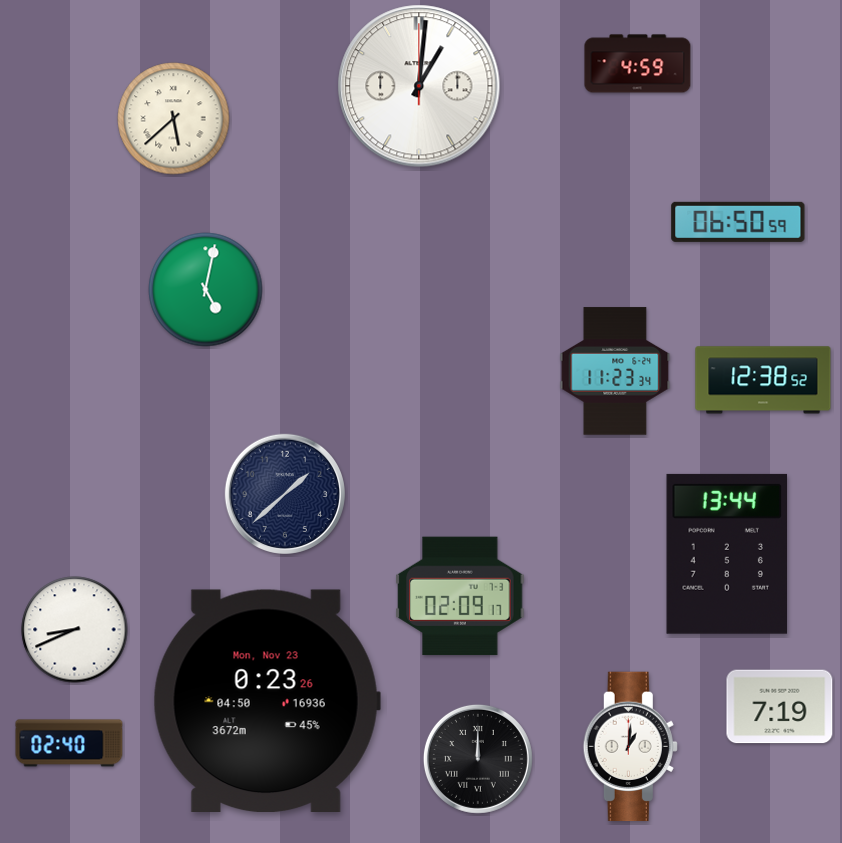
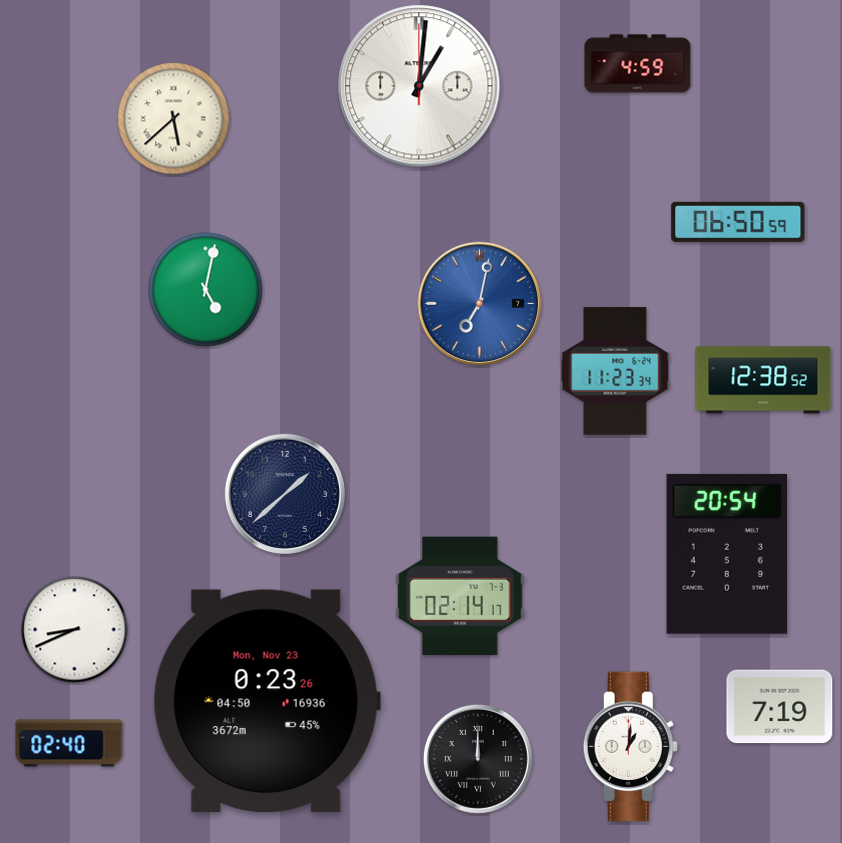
clock at (479, 303): none -> 7:02
clock at (727, 554): 13:44 -> 20:54
clock at (460, 596): 02:09 -> 02:14
